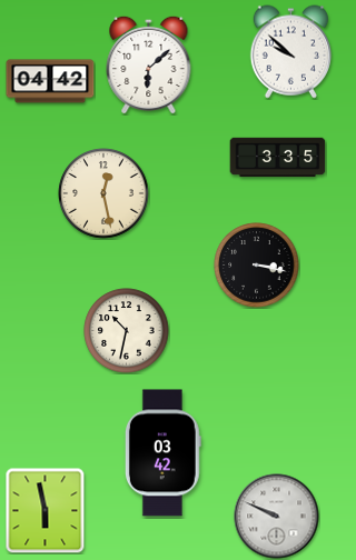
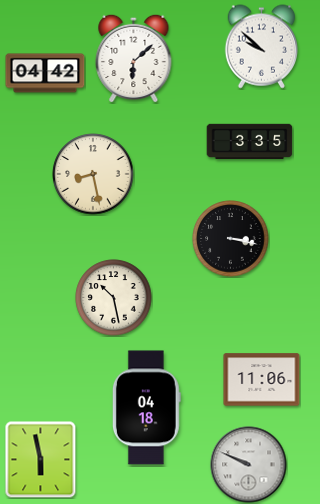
clock at (103, 193): 12:28 -> 8:28
clock at (127, 331): 10:32 -> 10:28
clock at (262, 380): none -> 11:06
clock at (162, 453): 03:42 -> 04:18
